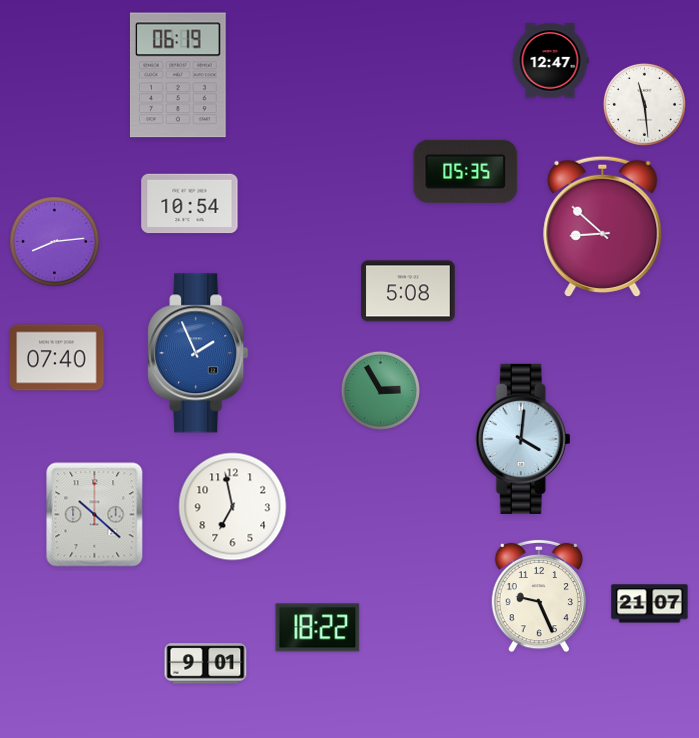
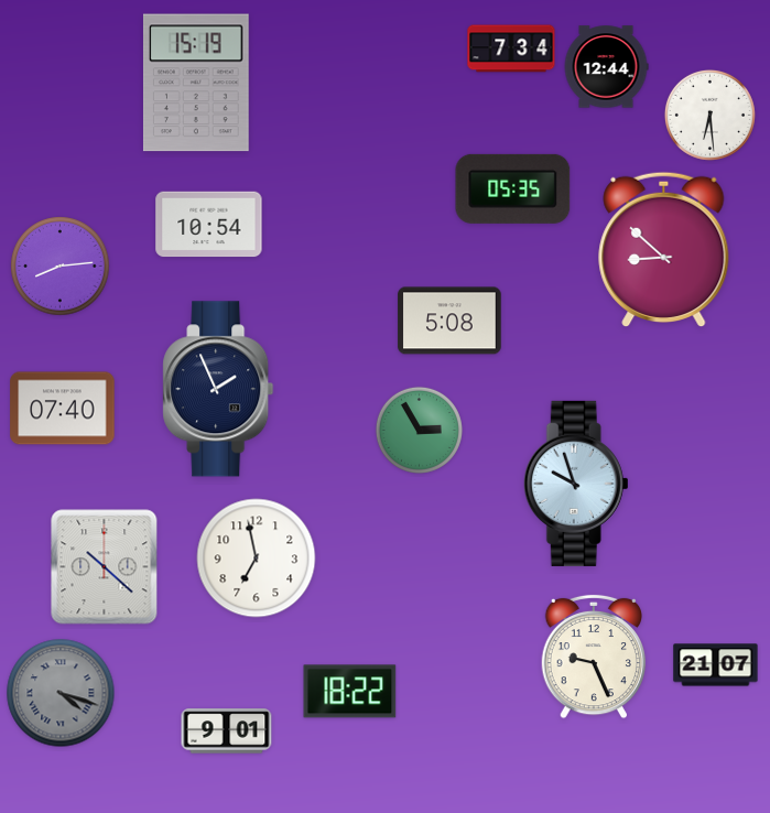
clock at (511, 48): none -> 7:34
clock at (550, 61): 12:47 -> 12:44
clock at (178, 75): 06:19 -> 15:19
clock at (644, 104): 11:29 -> 6:29
clock at (198, 353) dial: blue -> navy
clock at (57, 358) position: (57, 358) -> (63, 409)
clock at (523, 439): 4:01 -> 9:57
clock at (61, 693): none -> 4:18
